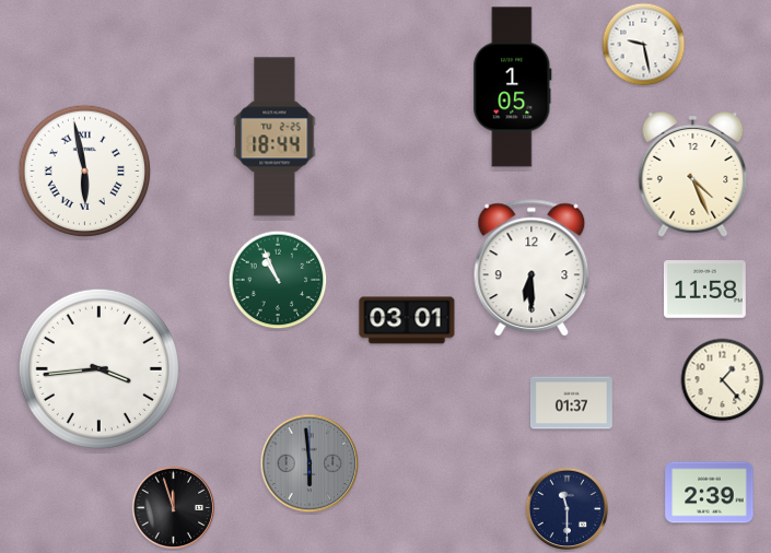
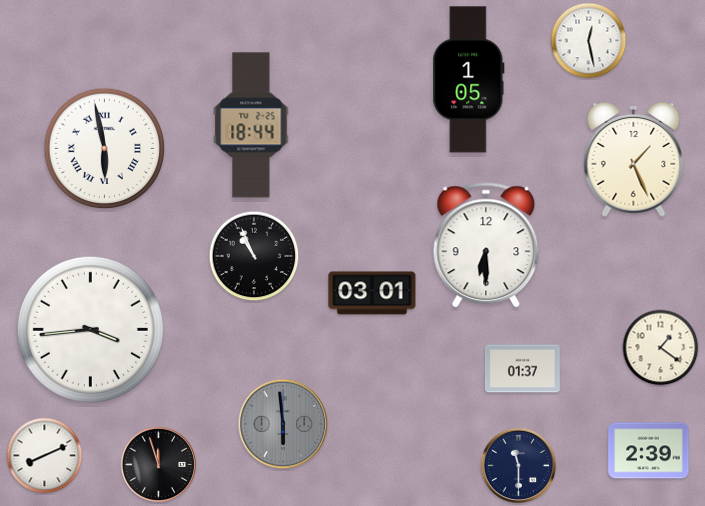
clock at (644, 45): 9:28 -> 12:28
clock at (84, 170) position: (84, 170) -> (104, 148)
clock at (693, 175): 4:26 -> 1:26
clock at (278, 280) dial: green -> black
clock at (704, 290): 11:58 -> none
clock at (98, 368) position: (98, 368) -> (90, 329)
clock at (723, 380): 1:23 -> 1:21
clock at (45, 456): none -> 8:11
